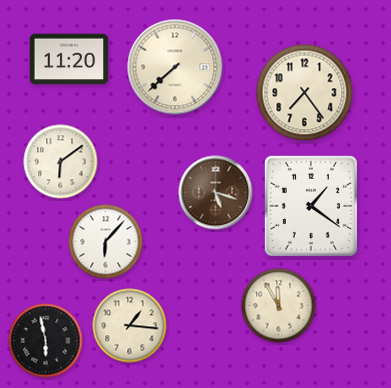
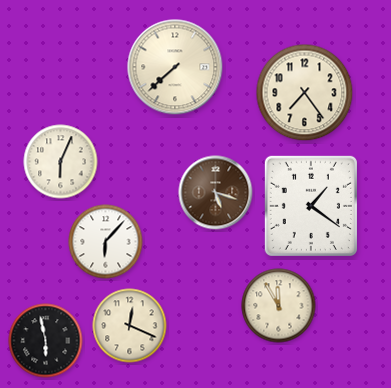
clock at (69, 59): 11:20 -> none
clock at (61, 162): 6:09 -> 6:04
clock at (130, 326): 1:16 -> 12:19
